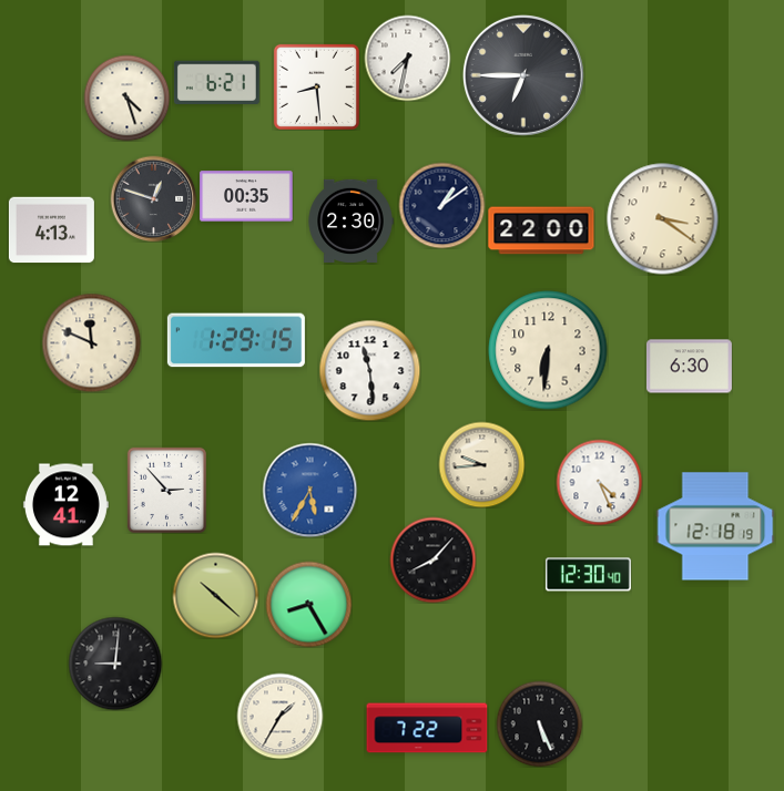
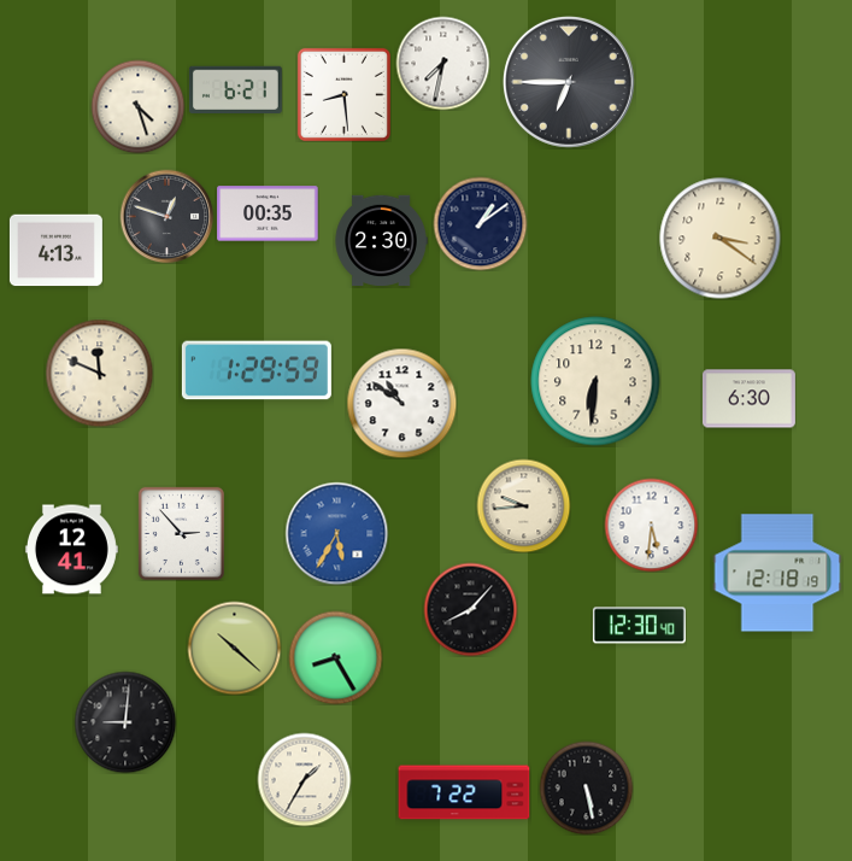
clock at (541, 230): 22:00 -> none
clock at (236, 340): 1:29:15 -> 1:29:59
clock at (369, 370): 11:29 -> 10:51
clock at (599, 482): 4:26 -> 5:31
clock at (539, 723): 5:26 -> 5:28
